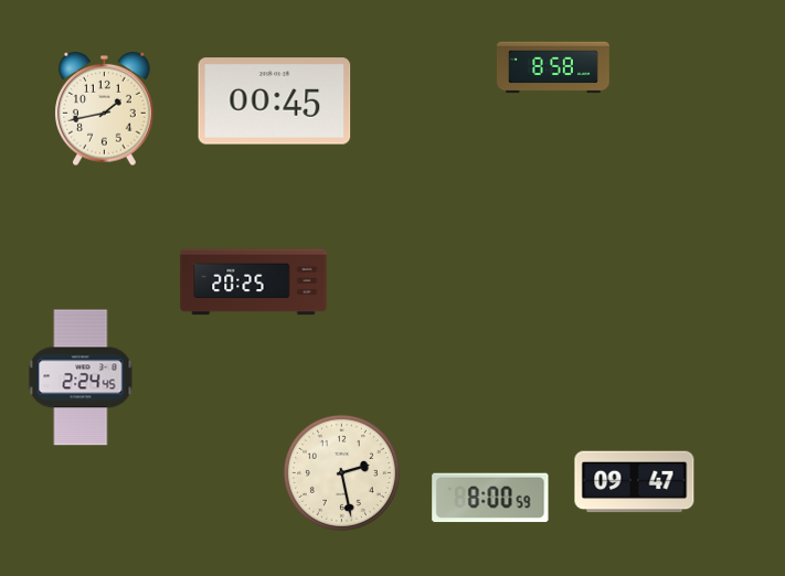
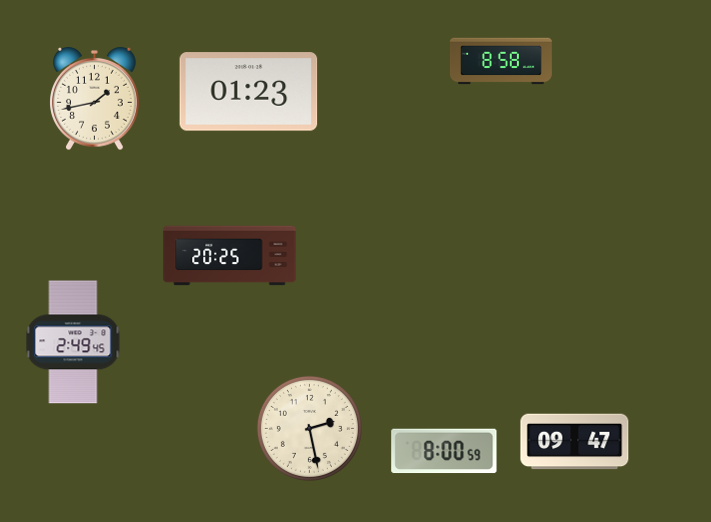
clock at (275, 102): 00:45 -> 01:23
clock at (81, 377): 2:24 -> 2:49
clock at (635, 482) position: (635, 482) -> (575, 442)
